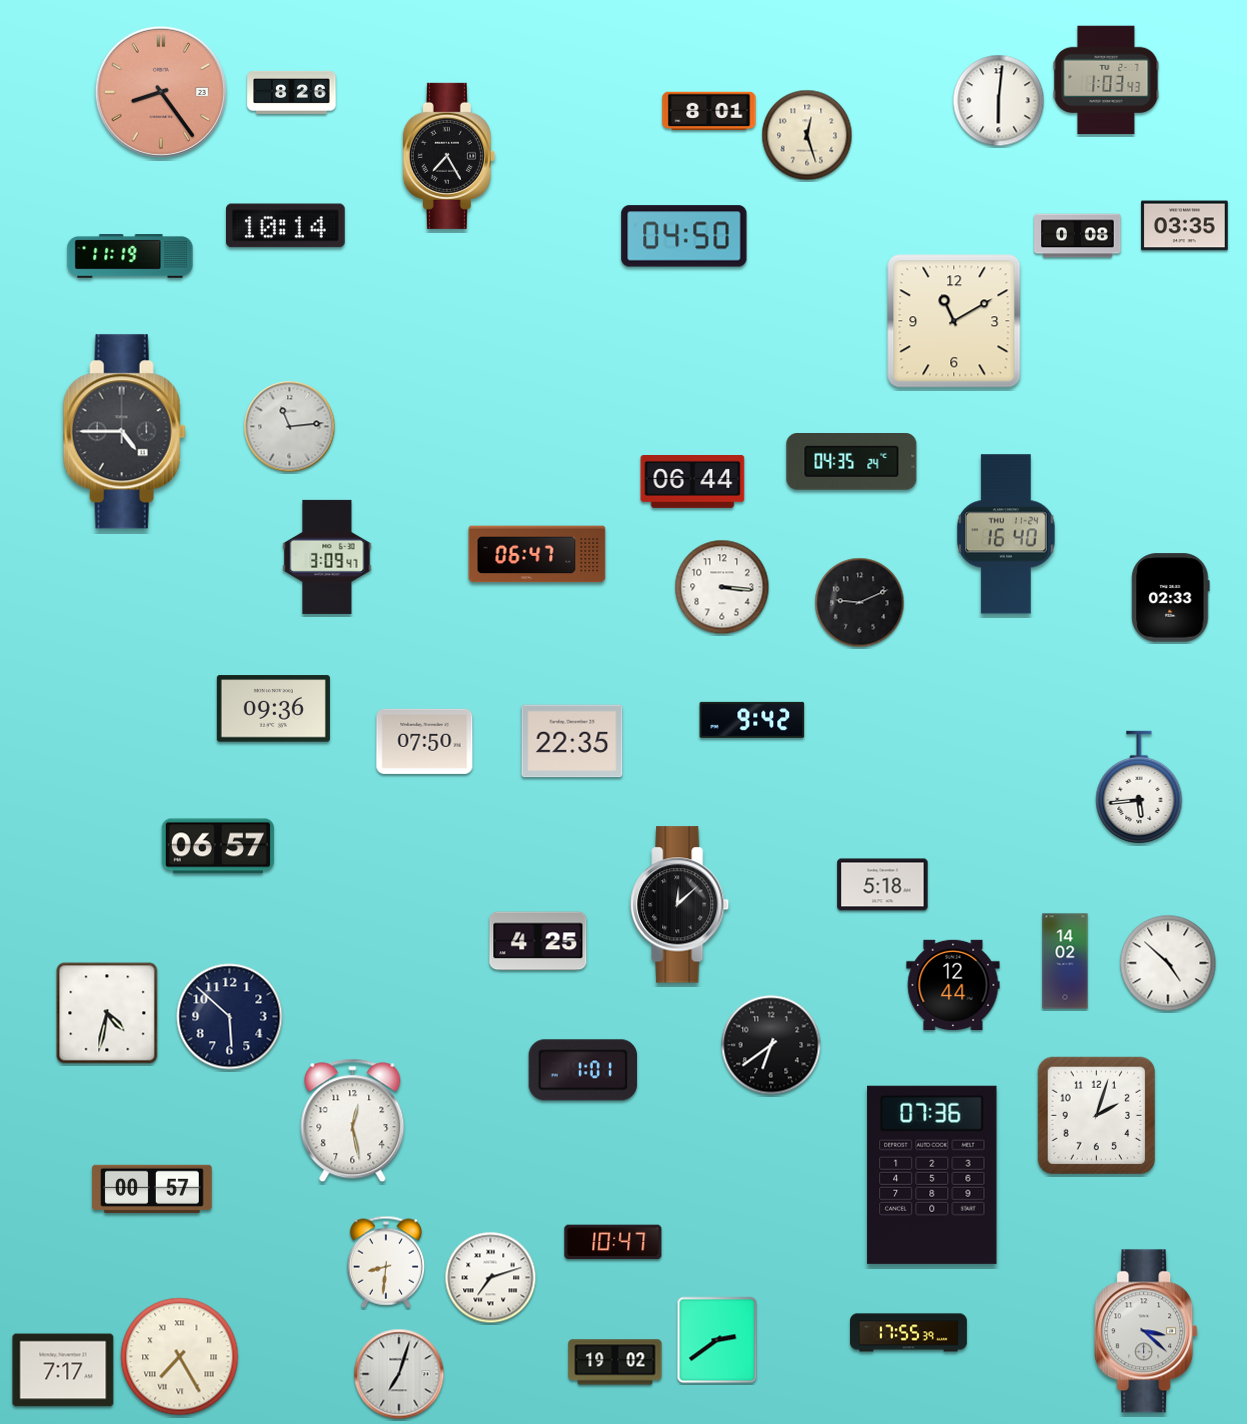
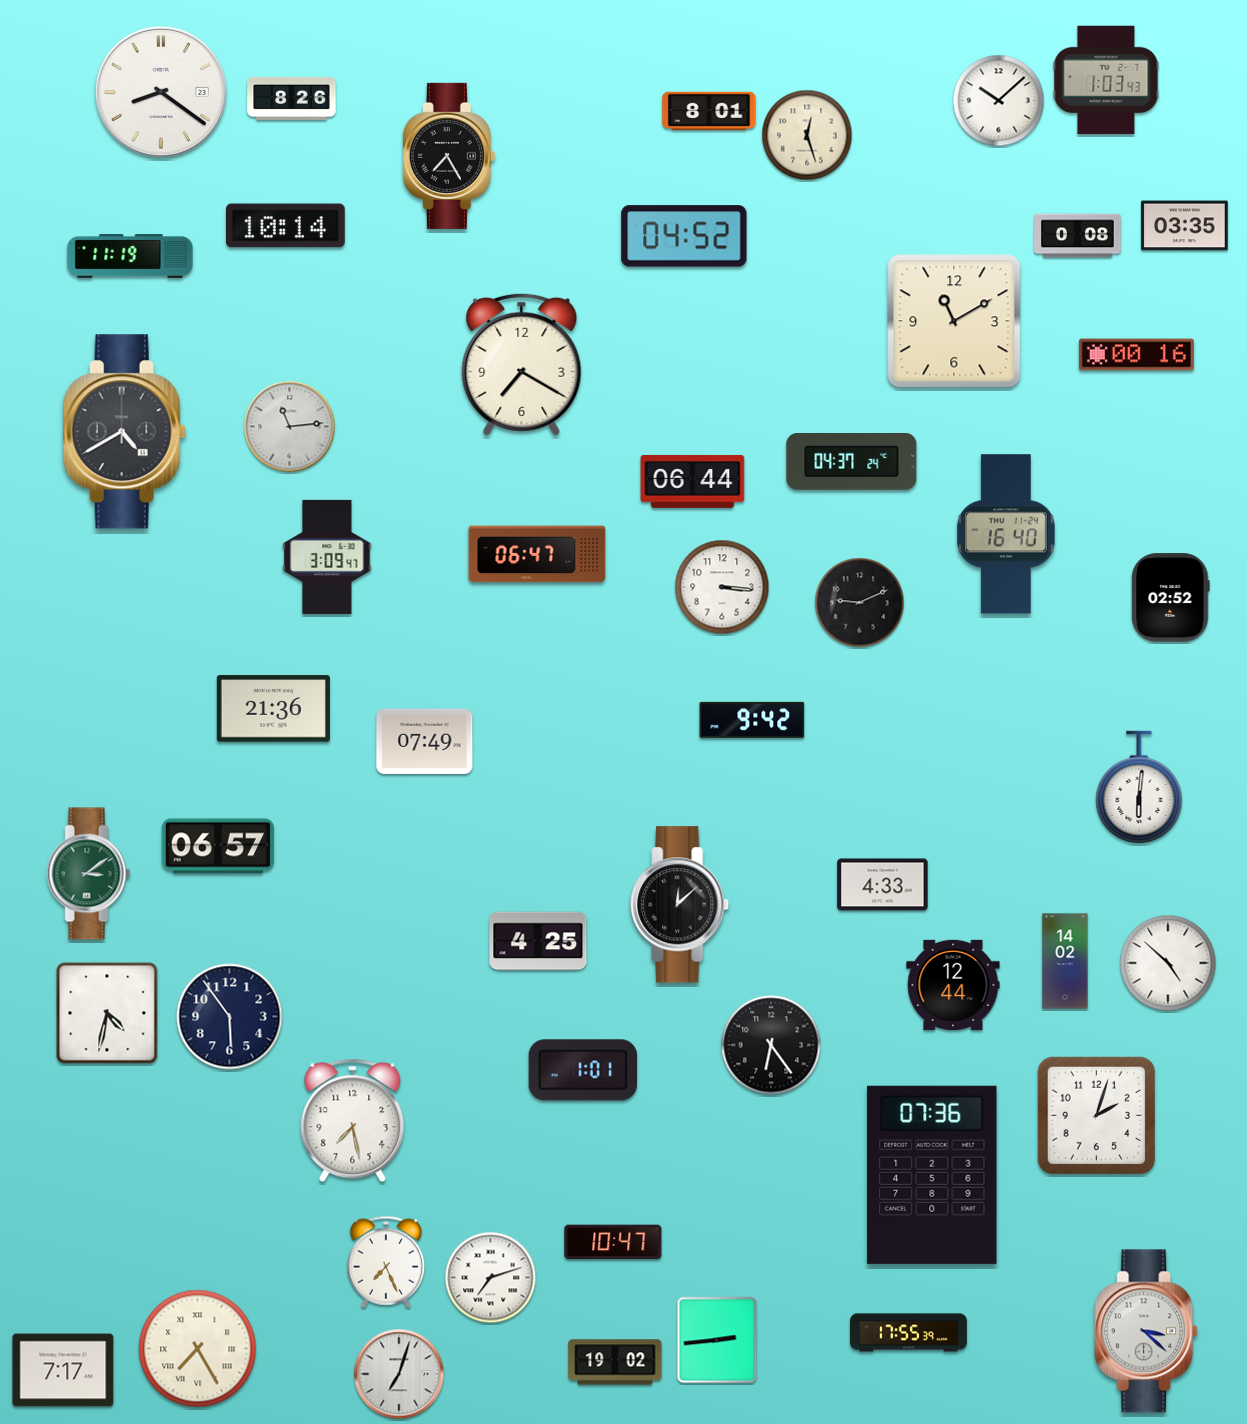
clock at (161, 92): 8:24 -> 8:21
clock at (161, 92) dial: salmon -> white
clock at (292, 92) position: (292, 92) -> (292, 98)
clock at (999, 101): 6:01 -> 10:08
clock at (684, 236): 04:50 -> 04:52
clock at (1136, 355): none -> 00:16
clock at (522, 364): none -> 7:20
clock at (124, 432): 4:45 -> 4:40
clock at (852, 462): 04:35 -> 04:37
clock at (1171, 598): 02:33 -> 02:52
clock at (273, 709): 09:36 -> 21:36
clock at (425, 741): 07:50 -> 07:49
clock at (572, 741): 22:35 -> none
clock at (1139, 787): 5:44 -> 6:01
clock at (89, 874): none -> 3:09
clock at (883, 885): 5:18 -> 4:33
clock at (230, 1017): 5:52 -> 5:54
clock at (771, 1045): 6:39 -> 6:24
clock at (353, 1121): 12:28 -> 7:28
clock at (152, 1189): 00:57 -> none
clock at (386, 1262): 8:31 -> 7:26
clock at (717, 1340): 2:39 -> 2:44
clock at (180, 1357) position: (180, 1357) -> (198, 1349)
